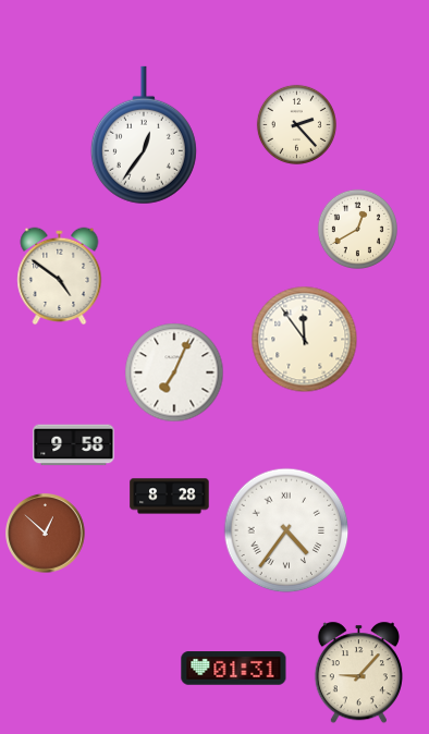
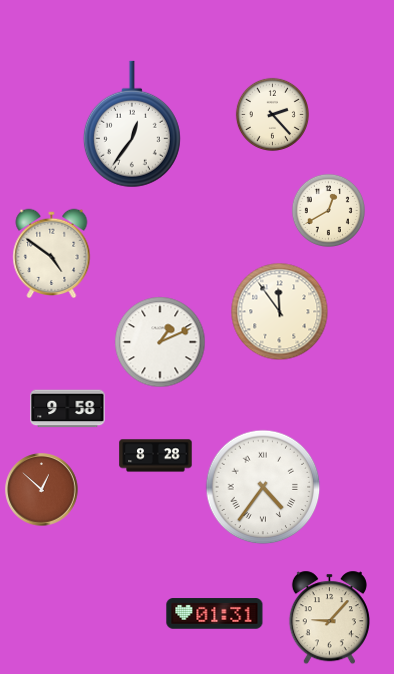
clock at (60, 277) position: (60, 277) -> (52, 254)
clock at (174, 372): 7:04 -> 1:11
